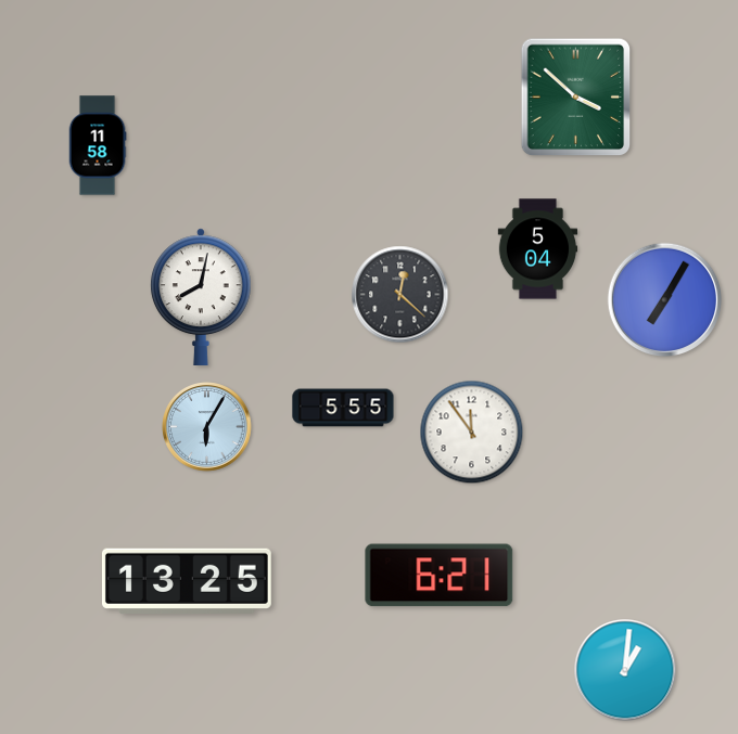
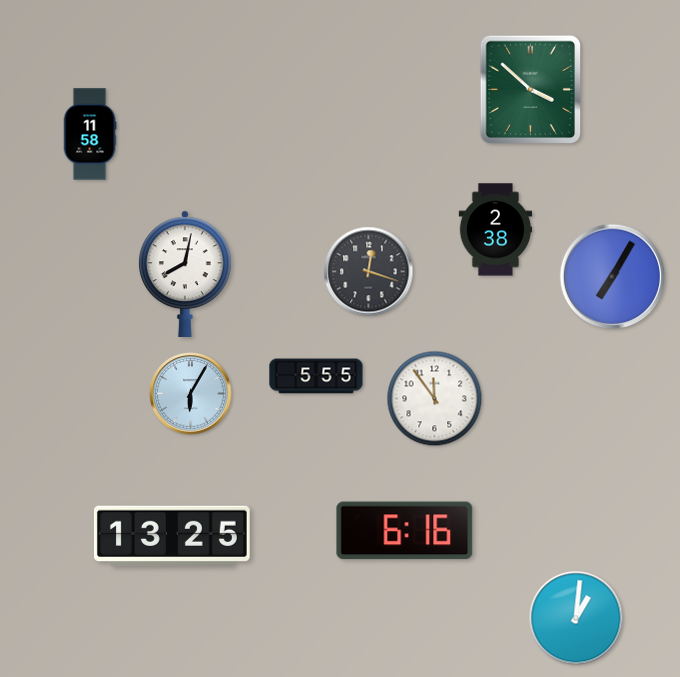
clock at (538, 249): 5:04 -> 2:38
clock at (400, 295): 12:22 -> 12:18
clock at (440, 576): 6:21 -> 6:16
